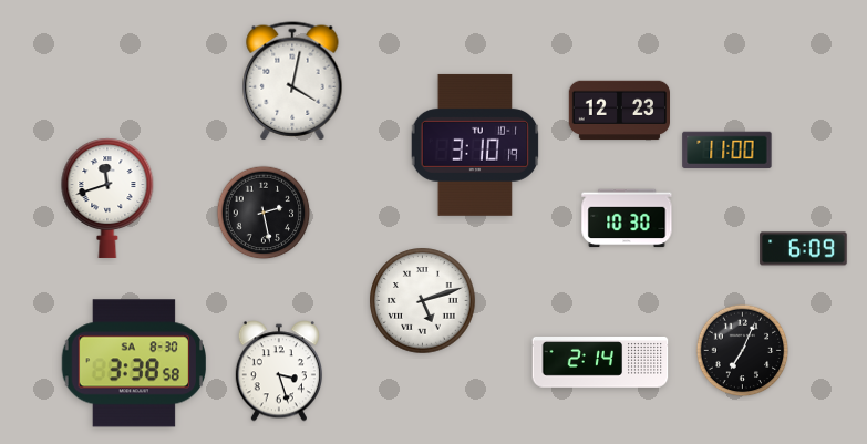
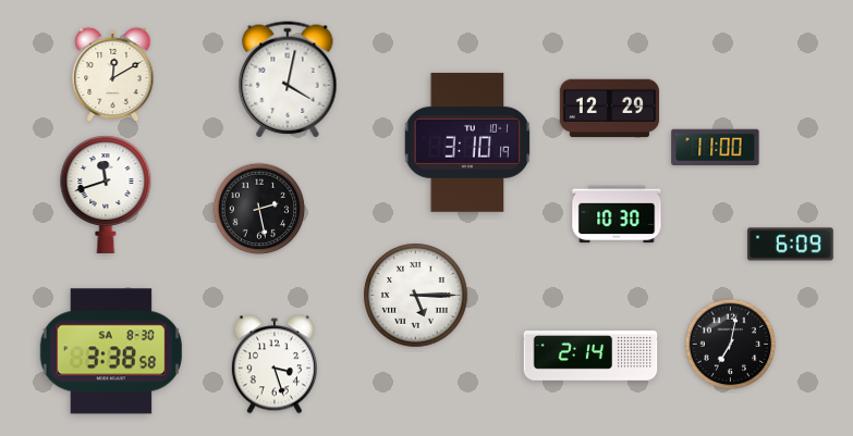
clock at (113, 75): none -> 12:10
clock at (619, 111): 12:23 -> 12:29
clock at (423, 301): 5:12 -> 5:15
clock at (743, 351): 7:04 -> 7:02
clock at (134, 363) position: (134, 363) -> (111, 351)
